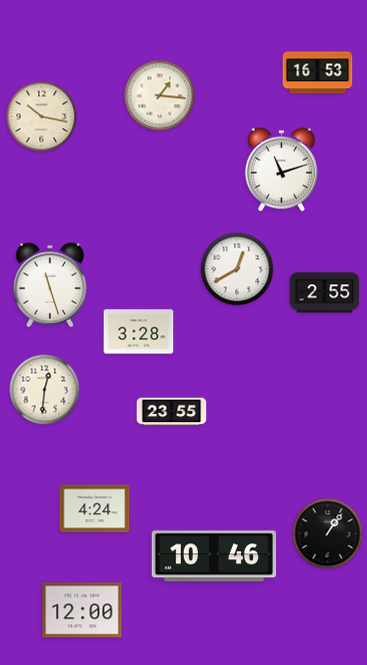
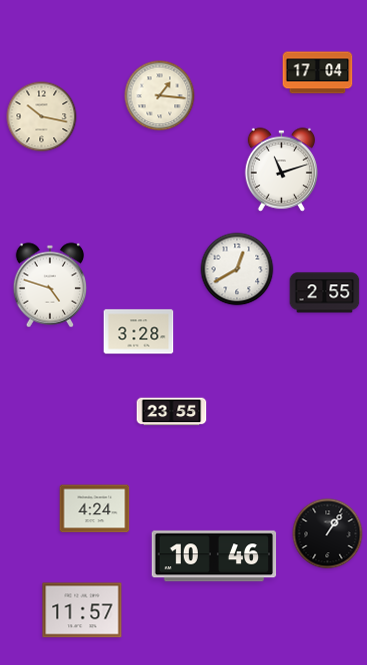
clock at (318, 73): 16:53 -> 17:04
clock at (50, 285): 11:27 -> 4:48
clock at (45, 390): 12:31 -> none
clock at (82, 610): 12:00 -> 11:57
